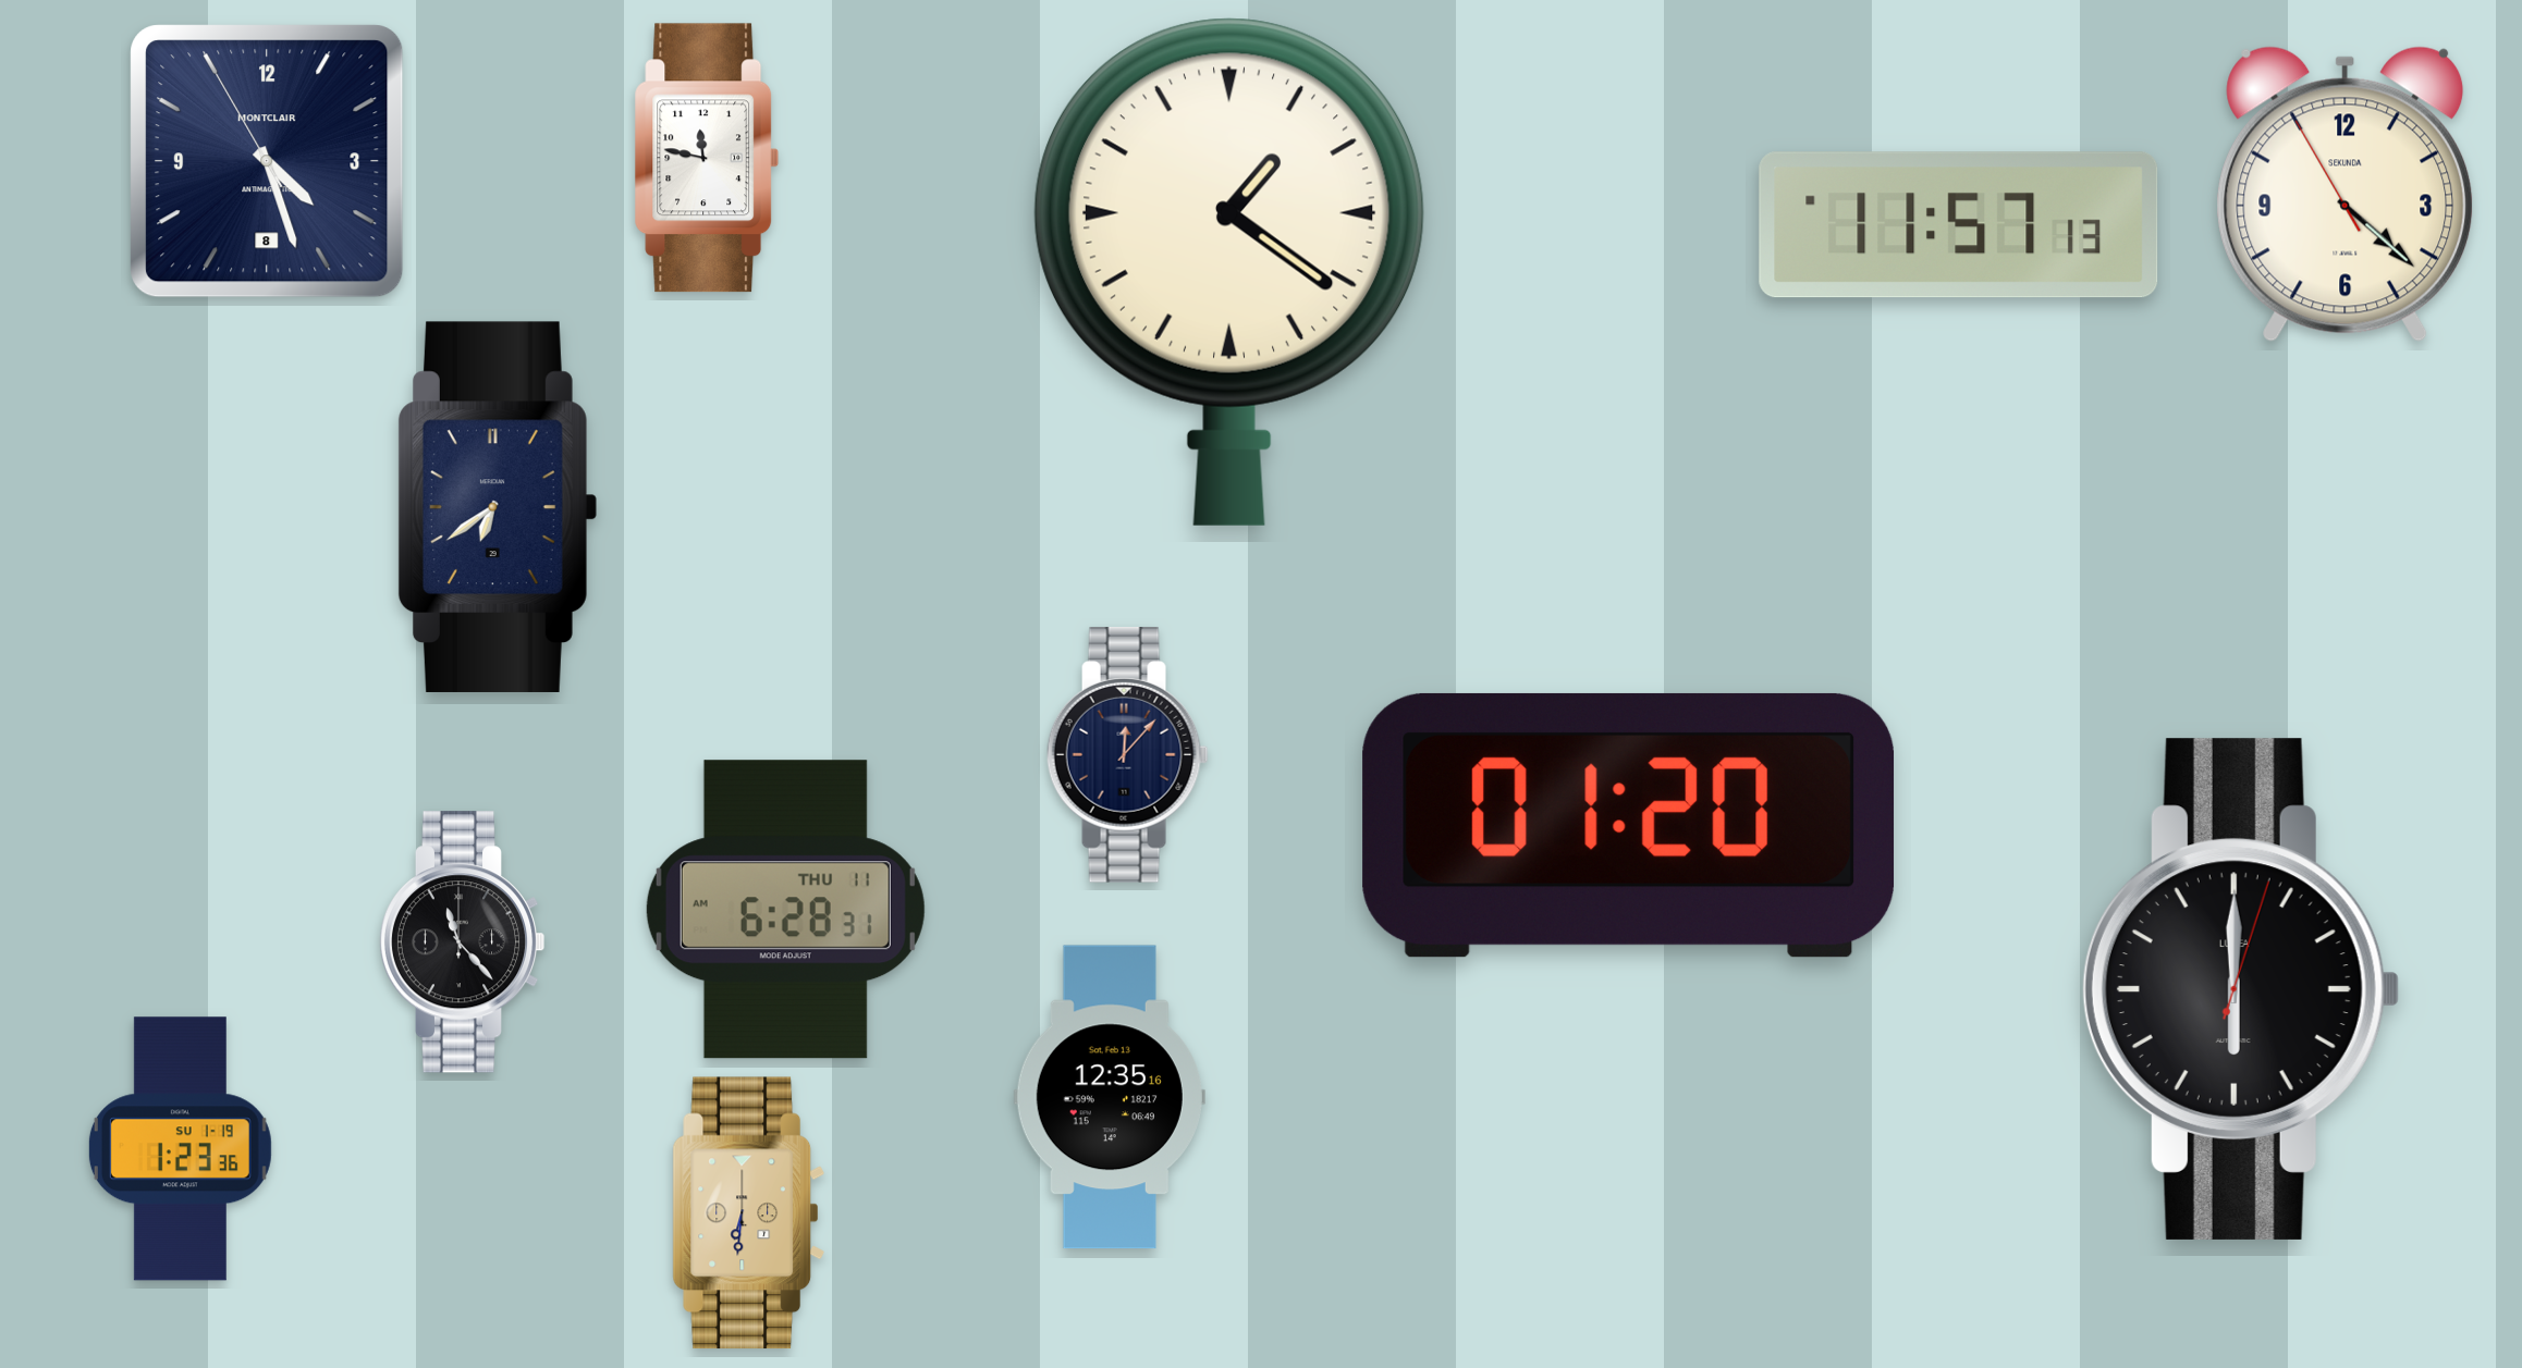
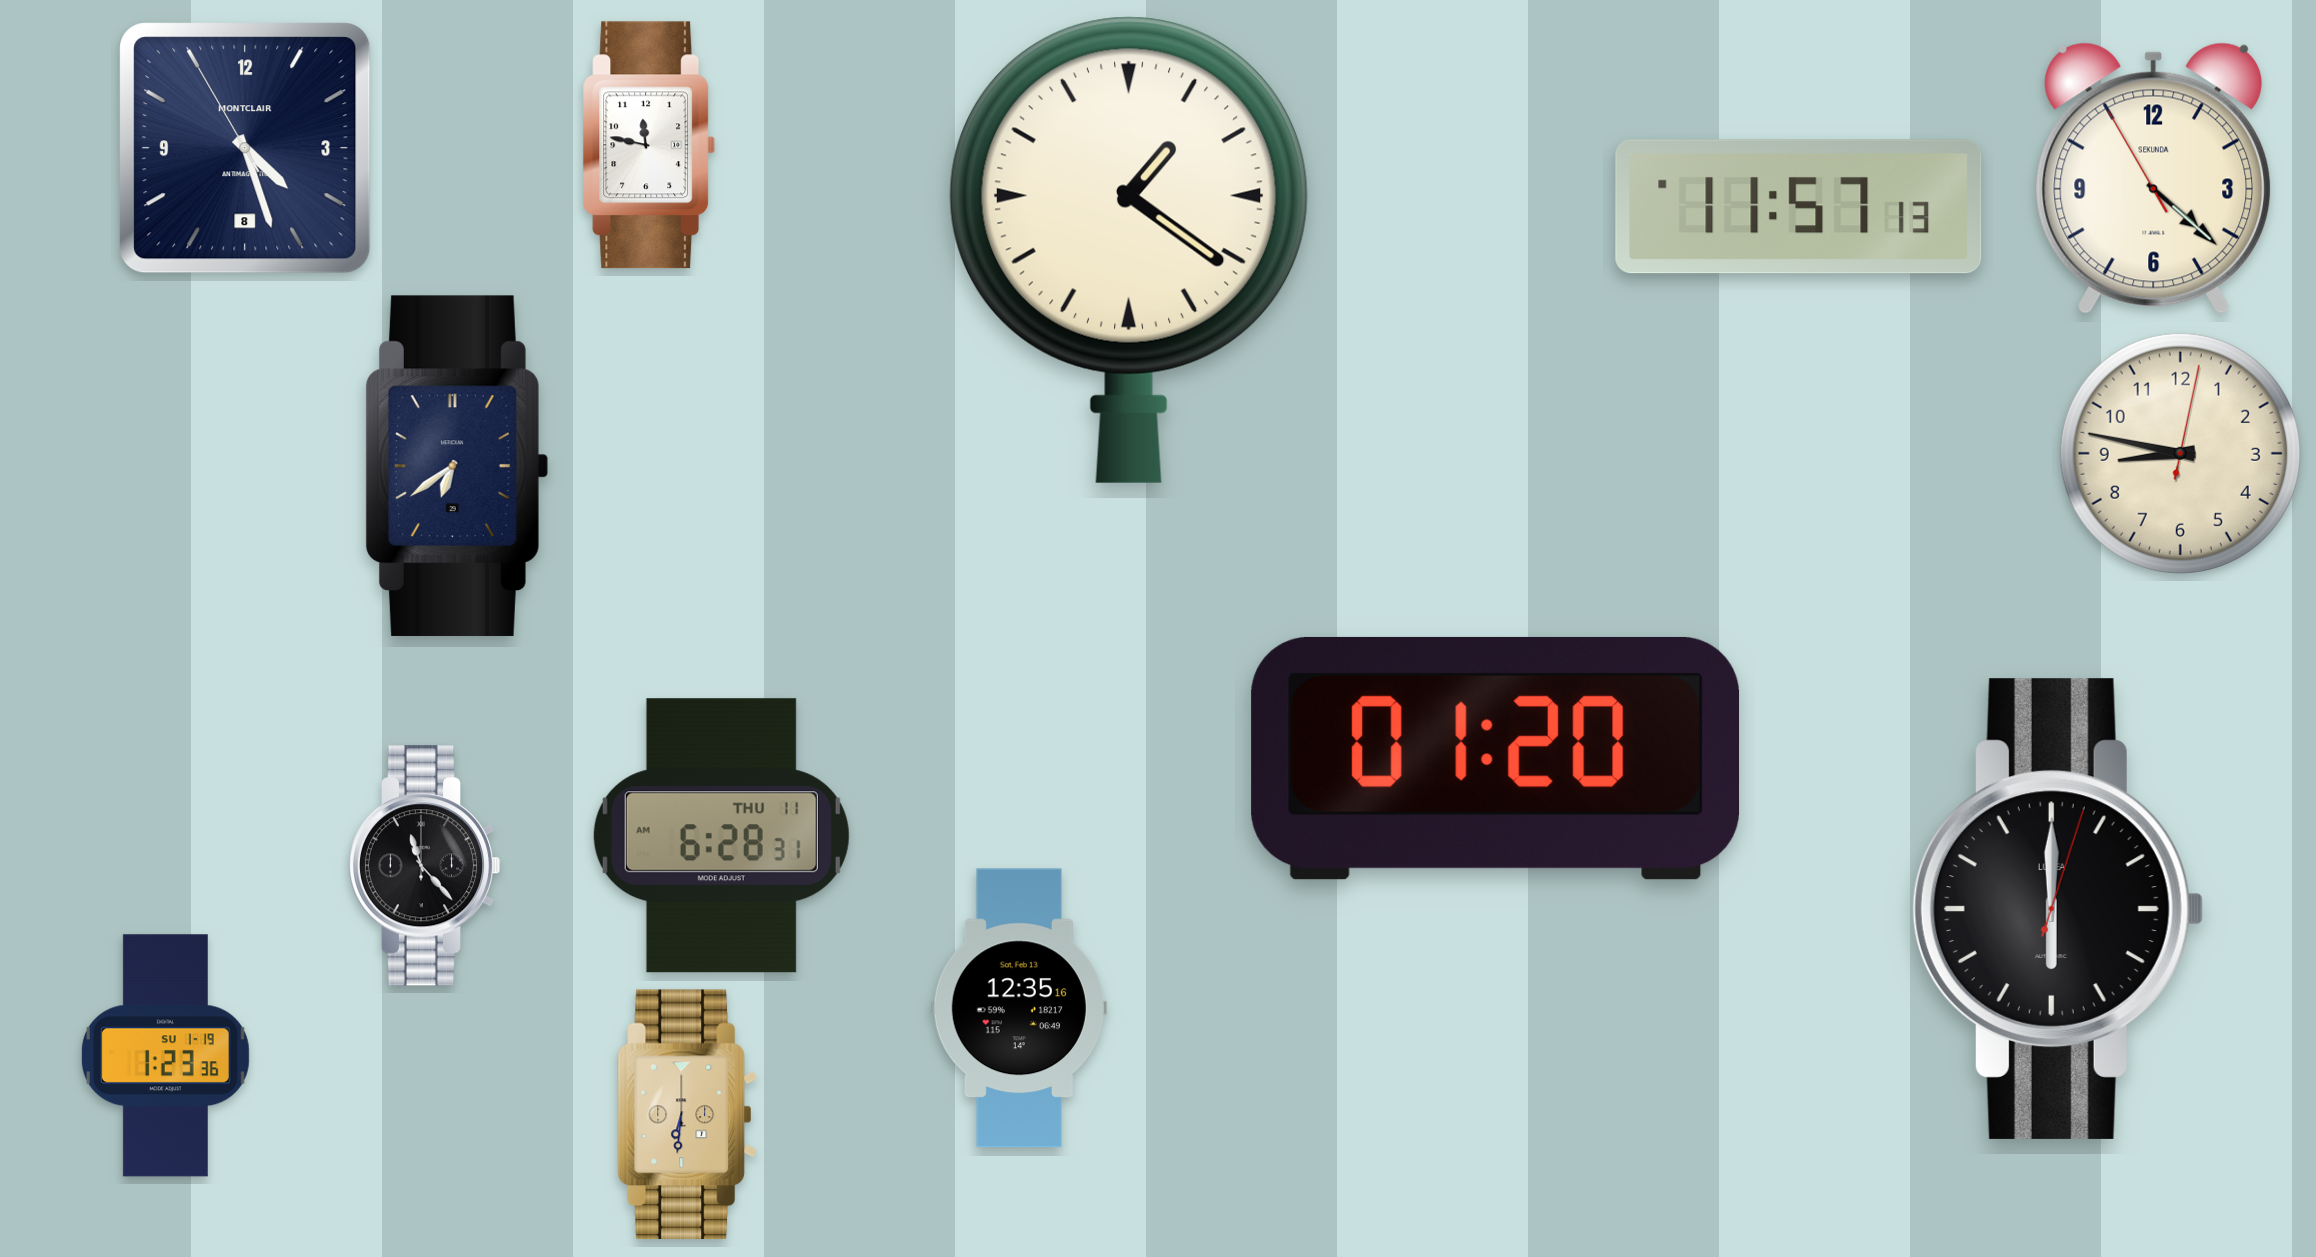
clock at (2180, 453): none -> 8:47
clock at (1127, 755): 12:07 -> none
